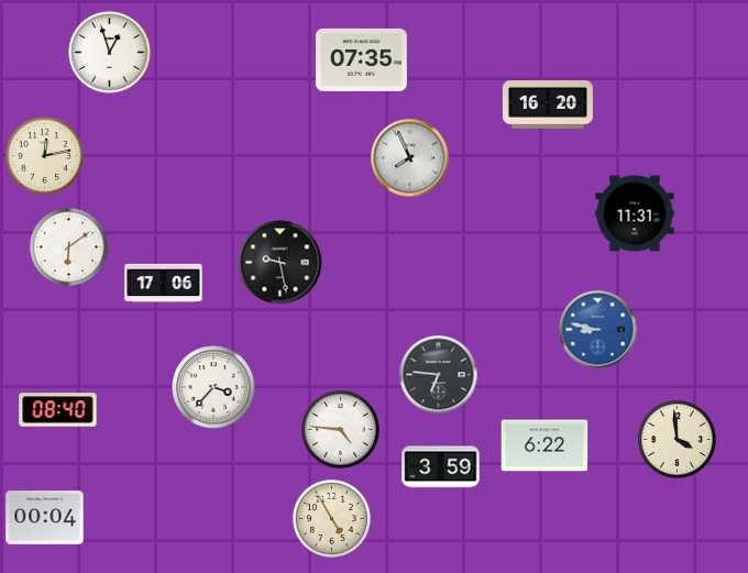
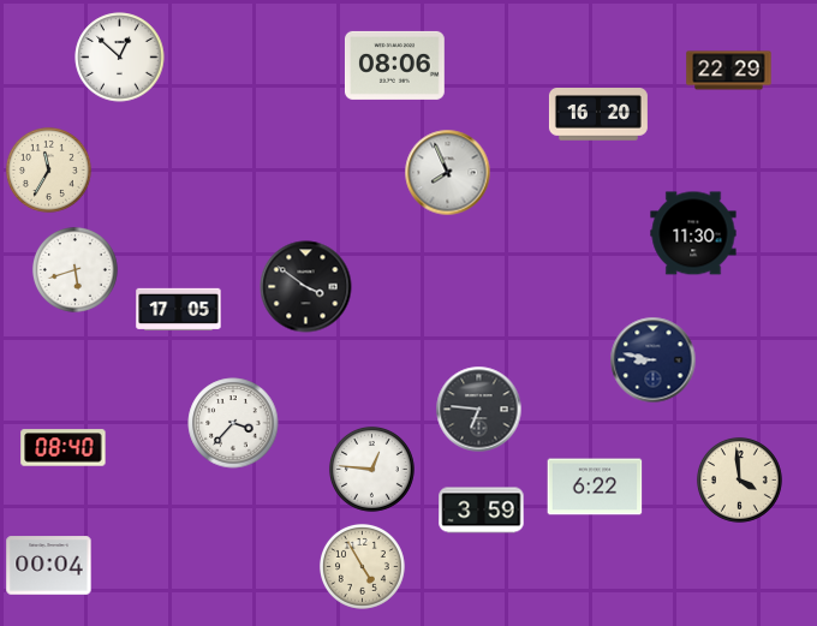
clock at (110, 53): 12:57 -> 12:52
clock at (361, 59): 07:35 -> 08:06
clock at (729, 71): none -> 22:29
clock at (44, 155): 12:13 -> 11:35
clock at (635, 213): 11:31 -> 11:30
clock at (68, 246): 6:09 -> 5:42
clock at (280, 263): 9:28 -> 3:51
clock at (164, 284): 17:06 -> 17:05
clock at (598, 330) dial: blue -> navy
clock at (340, 429): 4:46 -> 12:46
